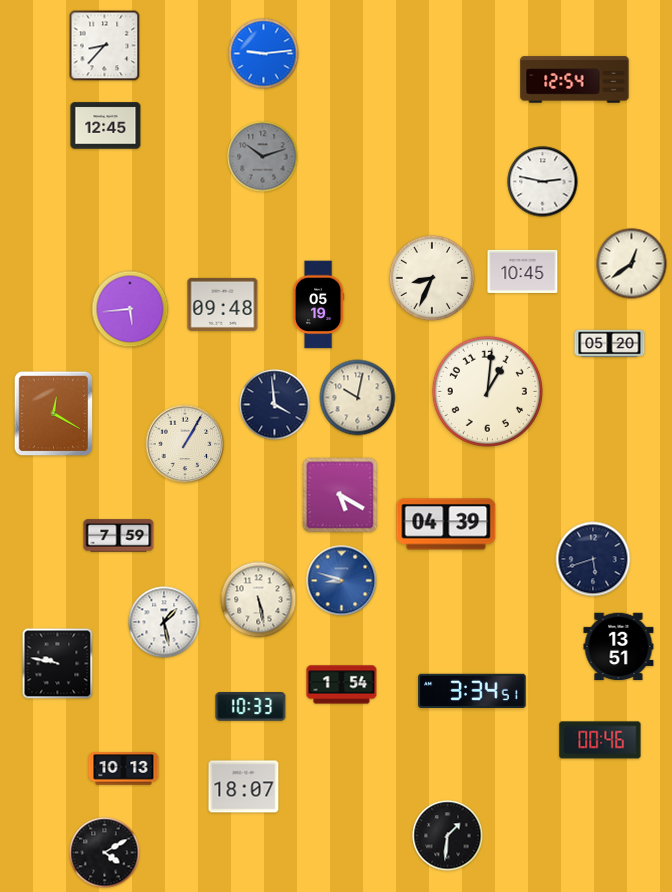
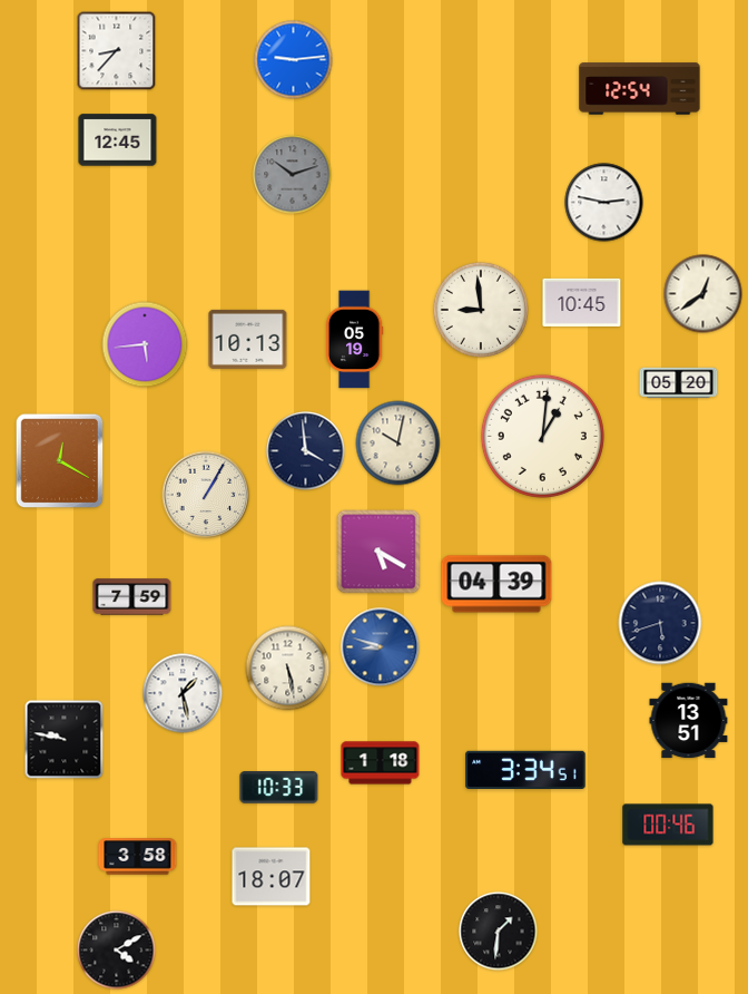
clock at (432, 278): 8:34 -> 8:59
clock at (223, 304): 09:48 -> 10:13
clock at (342, 685): 1:54 -> 1:18
clock at (124, 769): 10:13 -> 3:58
